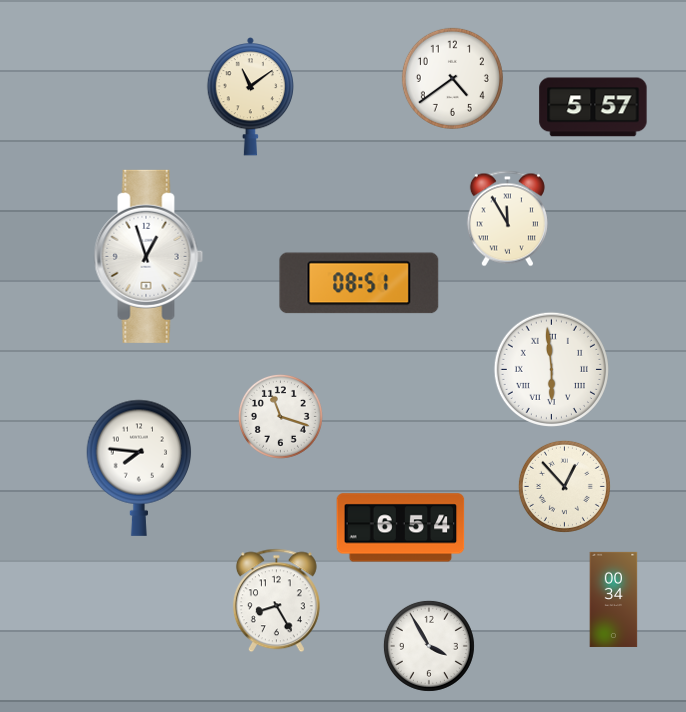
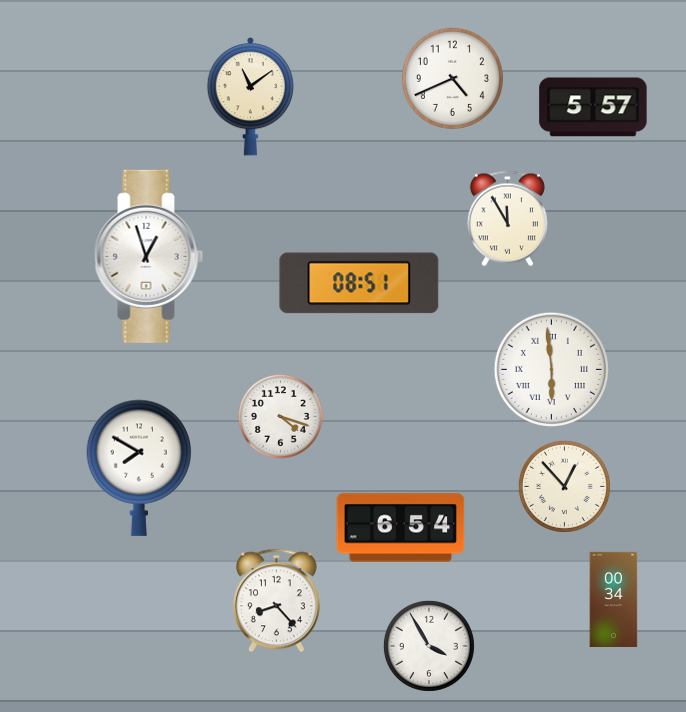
clock at (452, 78): 4:39 -> 4:41
clock at (280, 416): 11:18 -> 4:18
clock at (139, 468): 7:46 -> 7:50
clock at (276, 601): 8:25 -> 8:23
